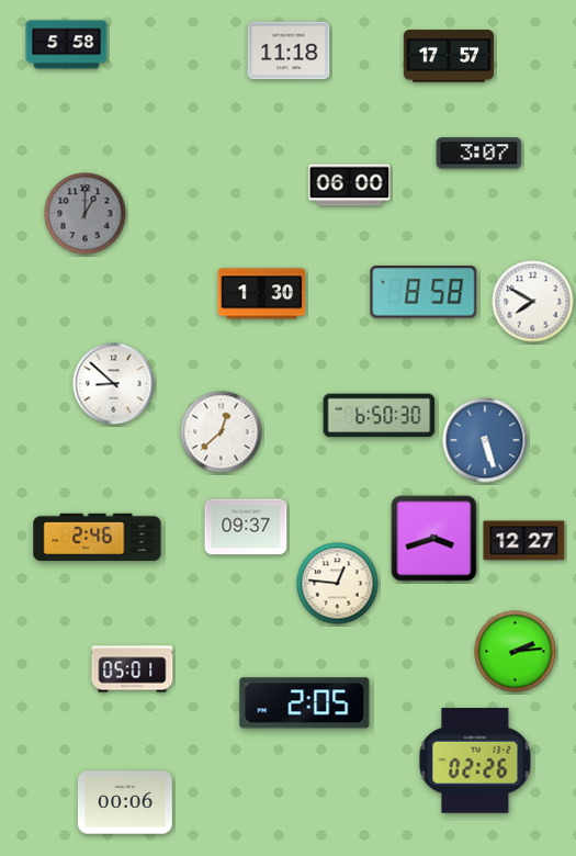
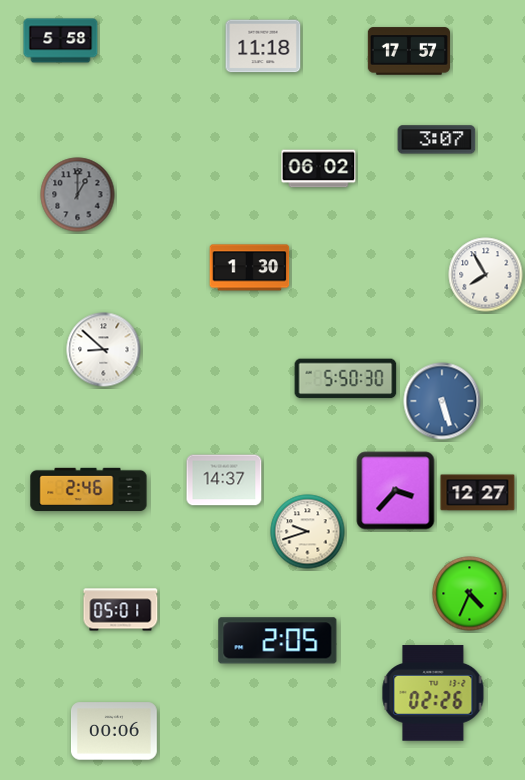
clock at (350, 185): 06:00 -> 06:02
clock at (423, 292): 8:58 -> none
clock at (262, 294) position: (262, 294) -> (250, 268)
clock at (533, 302): 7:50 -> 7:55
clock at (380, 416): 6:50 -> 5:50
clock at (222, 432): 12:38 -> none
clock at (246, 527): 09:37 -> 14:37
clock at (434, 539): 3:42 -> 3:37
clock at (338, 584): 12:46 -> 9:42
clock at (516, 652): 2:14 -> 4:34
